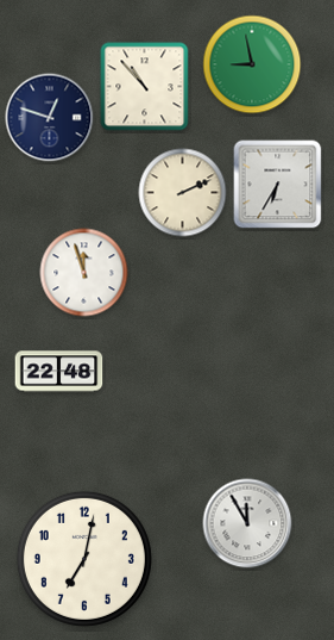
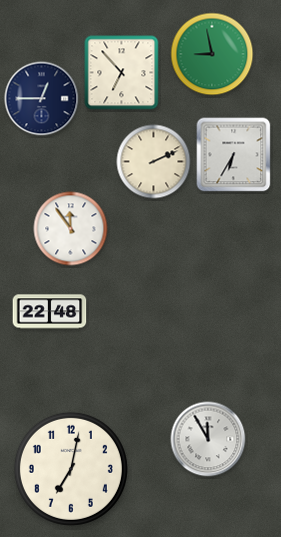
clock at (145, 87): 10:53 -> 6:53
clock at (50, 118): 12:48 -> 12:45
clock at (84, 273): 11:57 -> 11:54
